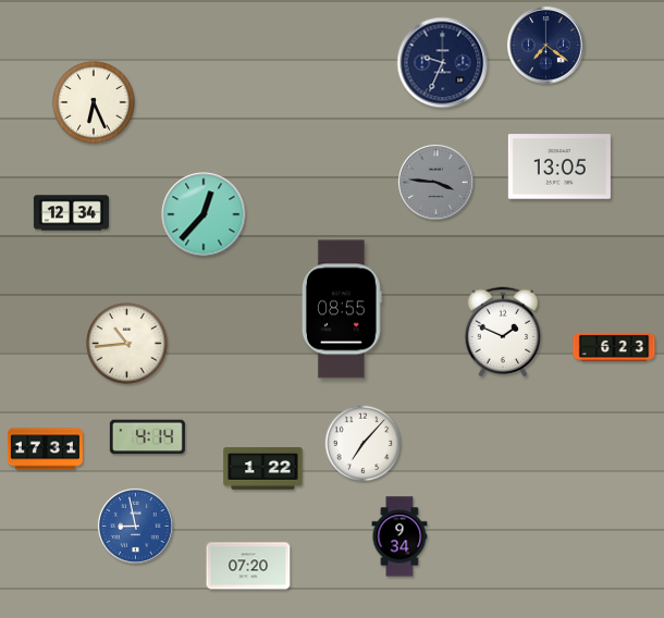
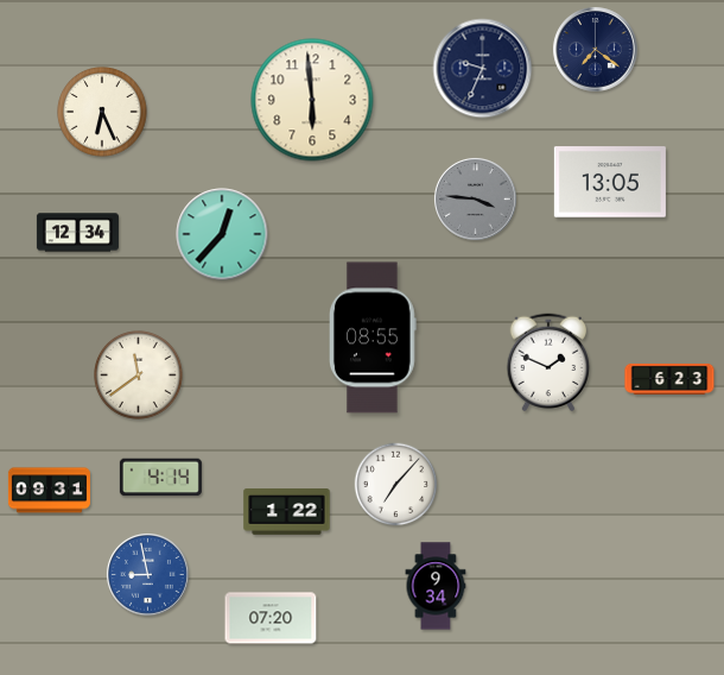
clock at (312, 100): none -> 5:59
clock at (127, 344): 10:44 -> 11:39
clock at (45, 449): 17:31 -> 09:31
